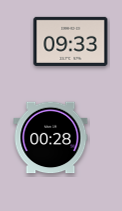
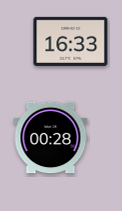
clock at (71, 41): 09:33 -> 16:33
